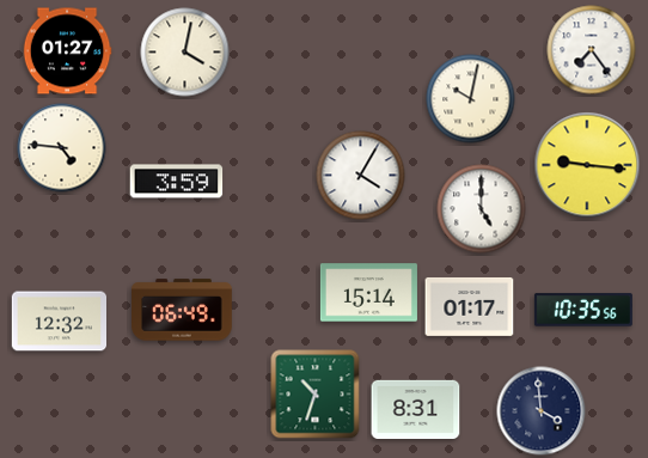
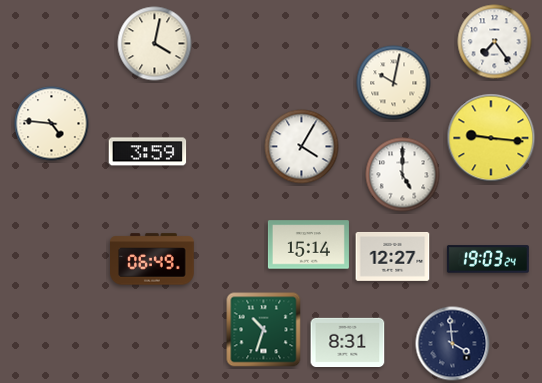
clock at (67, 51): 01:27 -> none
clock at (470, 306): 01:17 -> 12:27
clock at (583, 310): 10:35 -> 19:03
clock at (59, 322): 12:32 -> none
